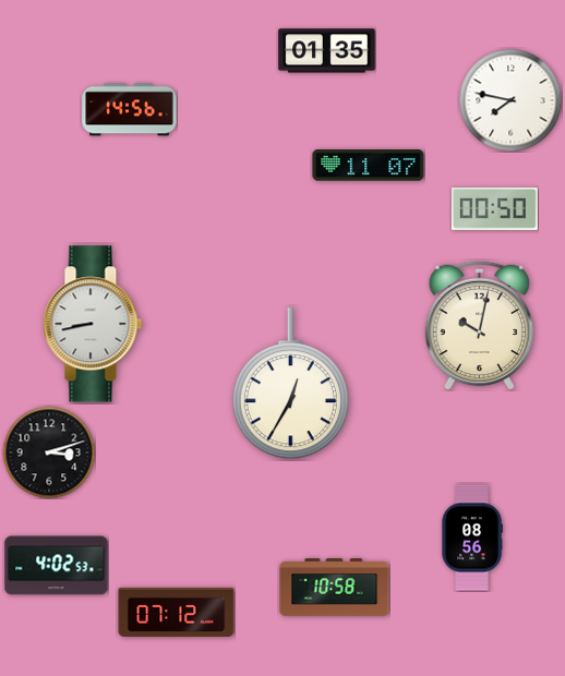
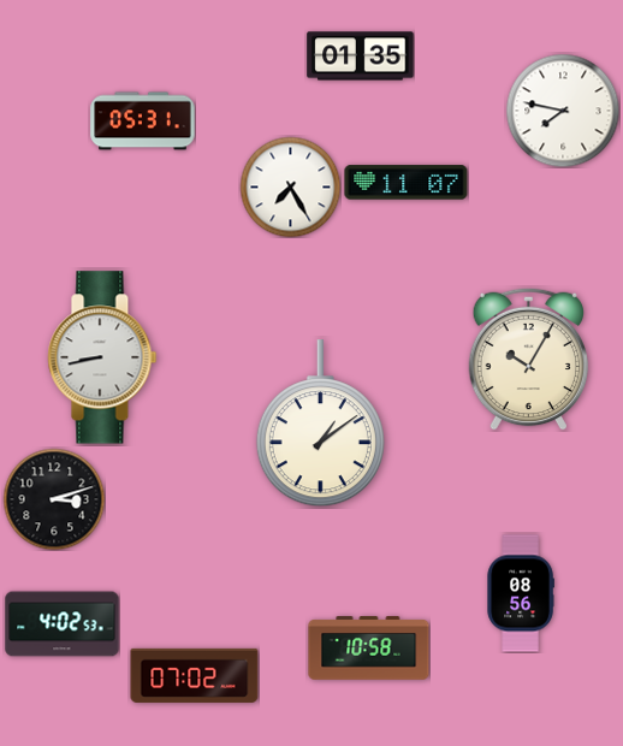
clock at (130, 110): 14:56 -> 05:31
clock at (290, 186): none -> 7:25
clock at (494, 208): 00:50 -> none
clock at (480, 325): 10:02 -> 10:05
clock at (290, 384): 12:35 -> 1:09
clock at (177, 612): 07:12 -> 07:02
